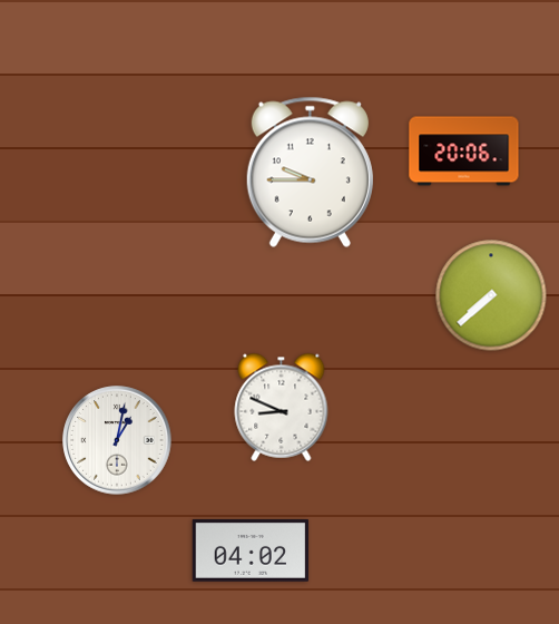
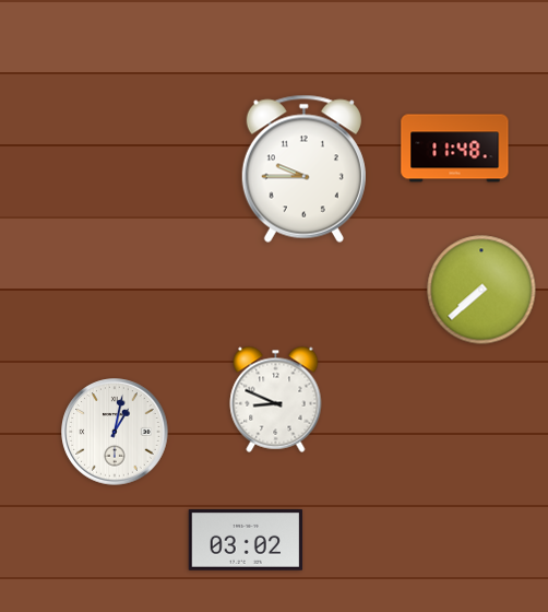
clock at (464, 152): 20:06 -> 11:48
clock at (251, 550): 04:02 -> 03:02
